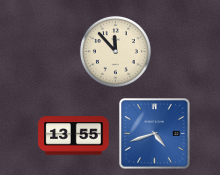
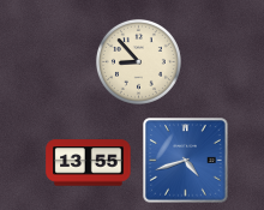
clock at (115, 51): 11:53 -> 8:53
